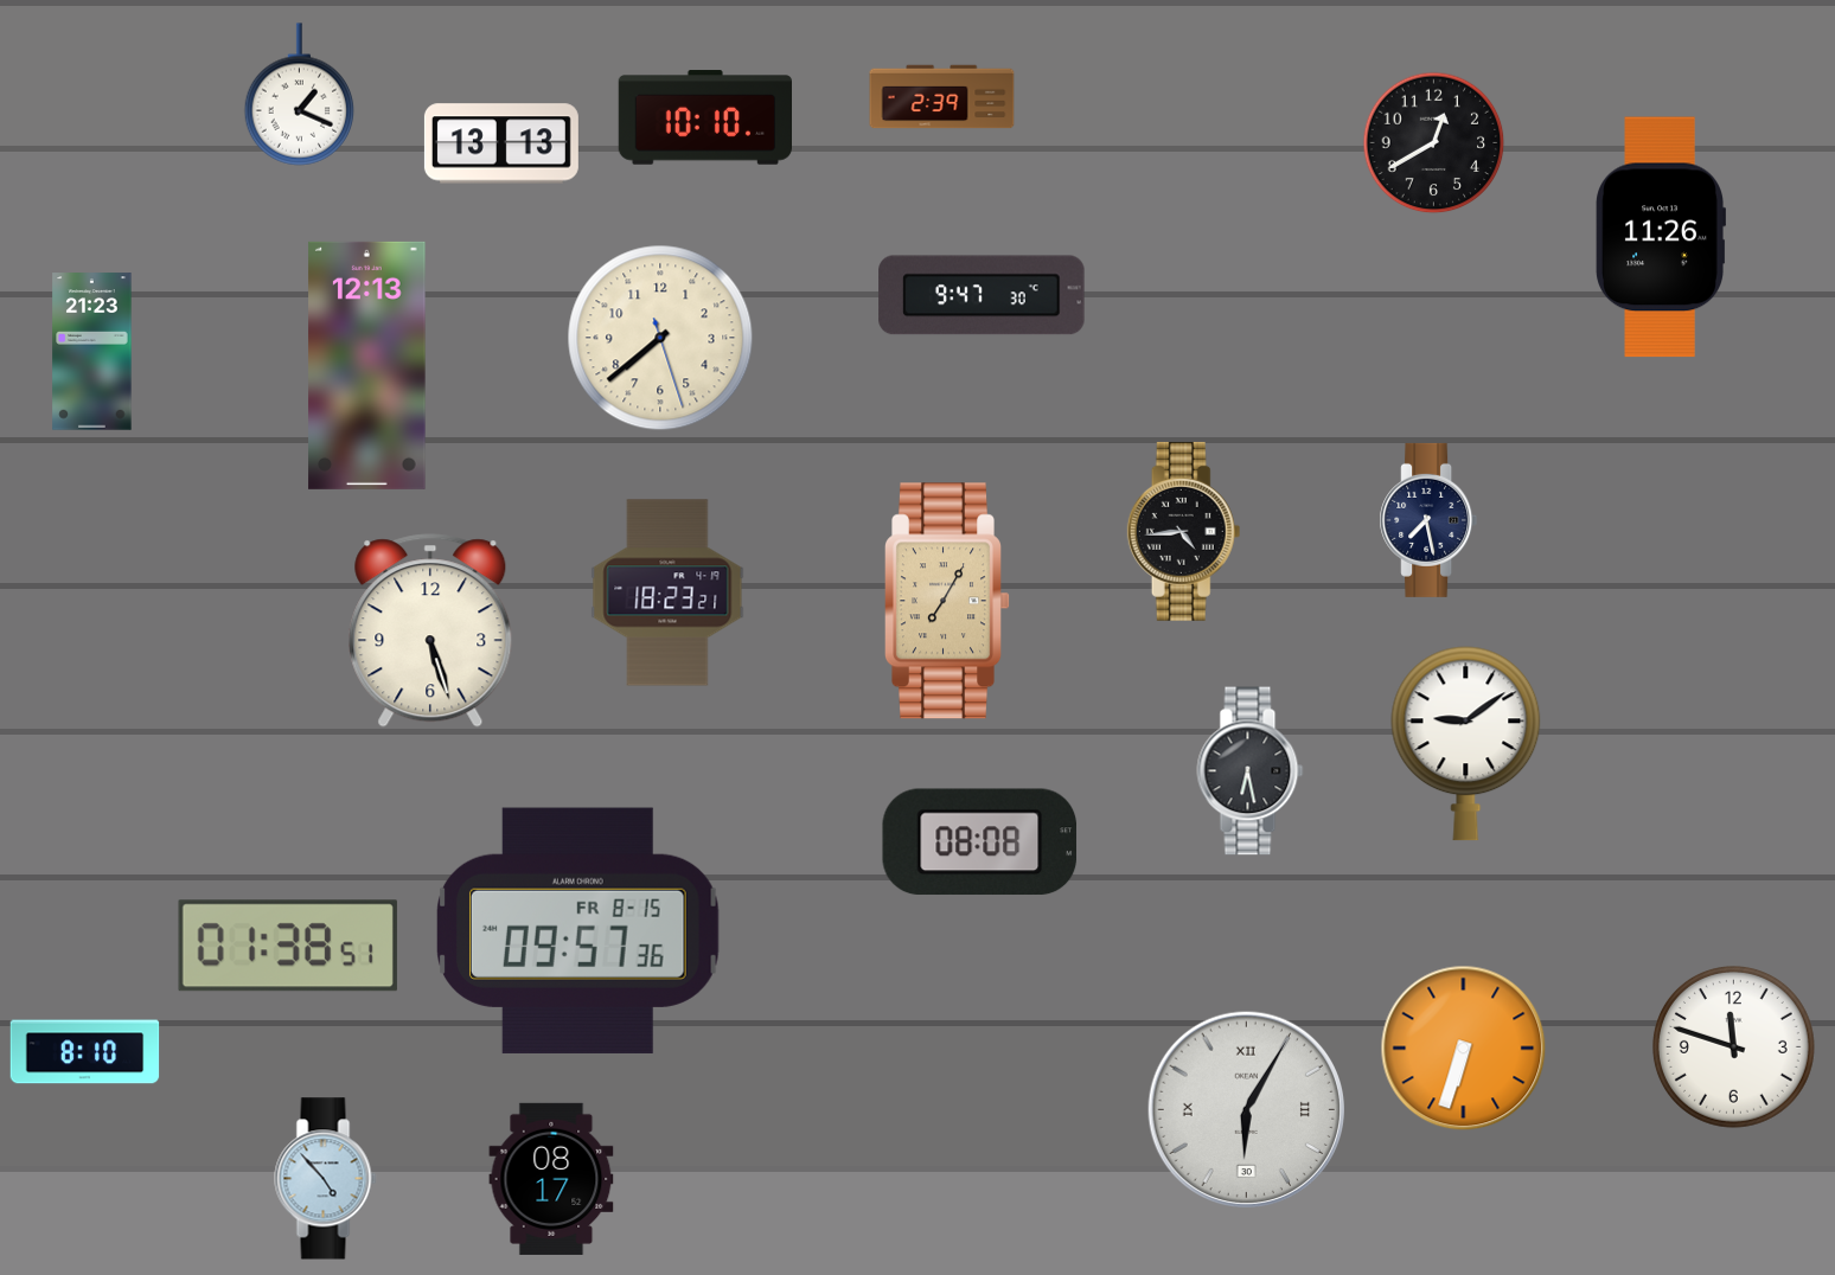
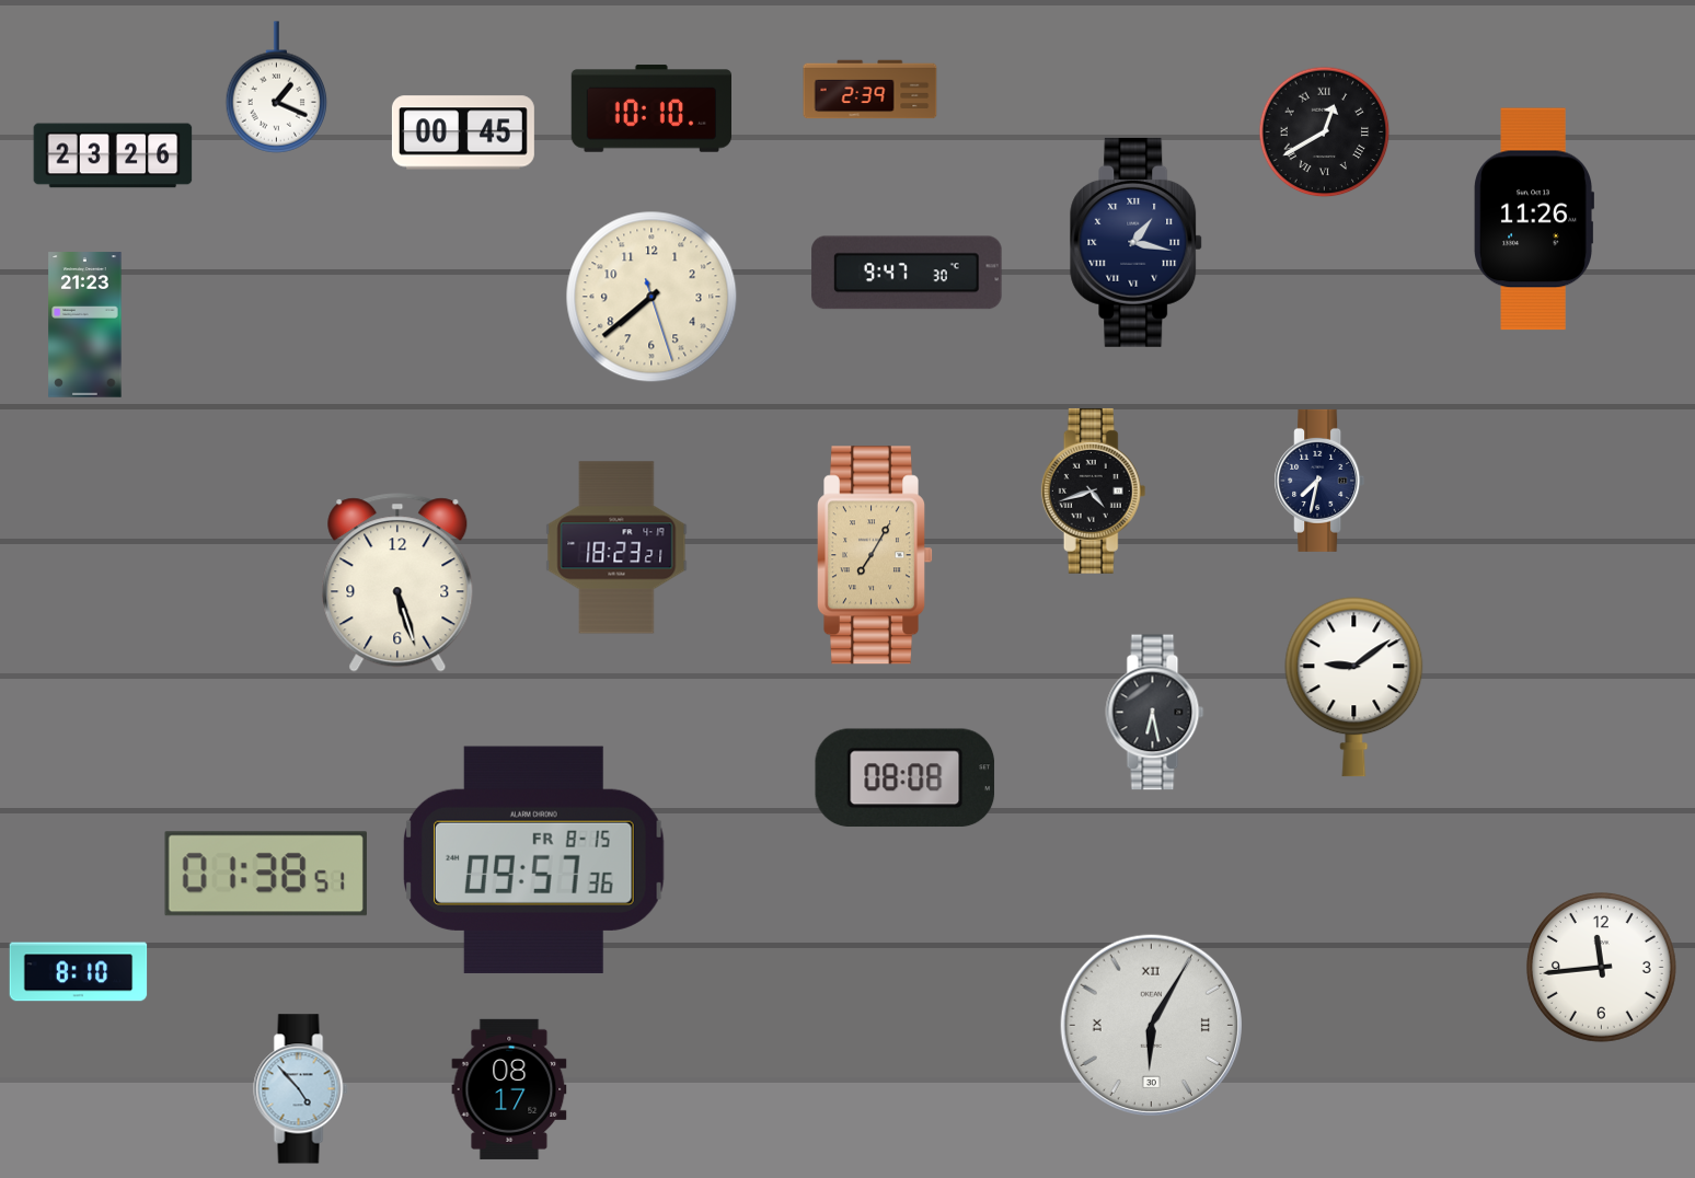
clock at (501, 143): 13:13 -> 00:45
clock at (1434, 143) numerals: Arabic -> Roman
clock at (113, 155): none -> 23:26
clock at (1137, 242): none -> 1:17
clock at (660, 338) position: (660, 338) -> (652, 297)
clock at (367, 365): 12:13 -> none
clock at (1428, 520): 7:28 -> 7:32
clock at (1184, 531): 4:44 -> 4:42
clock at (1733, 1046): 11:48 -> 11:44
clock at (1464, 1049): 6:33 -> none
